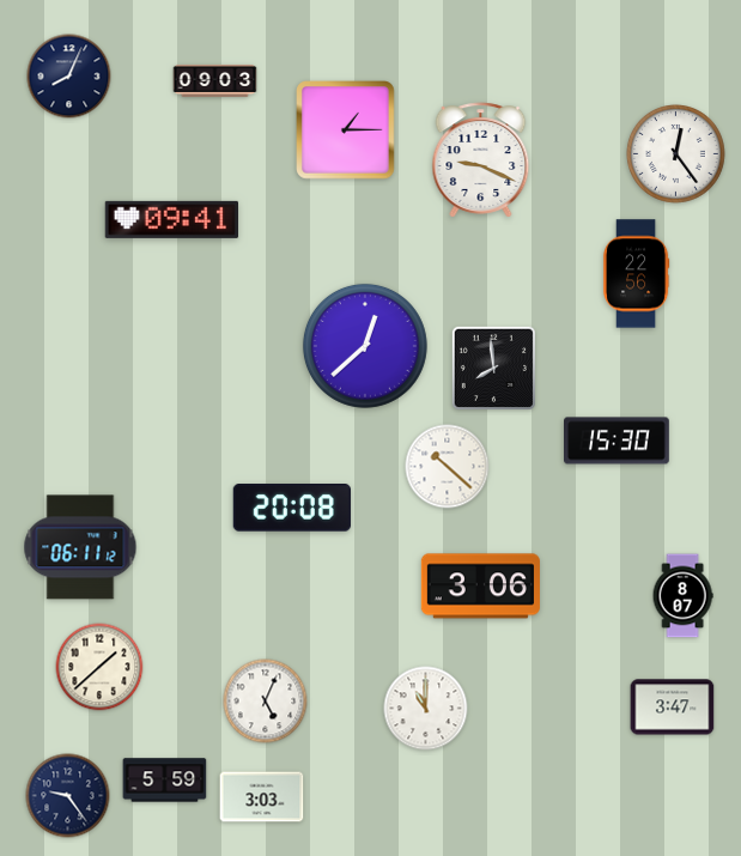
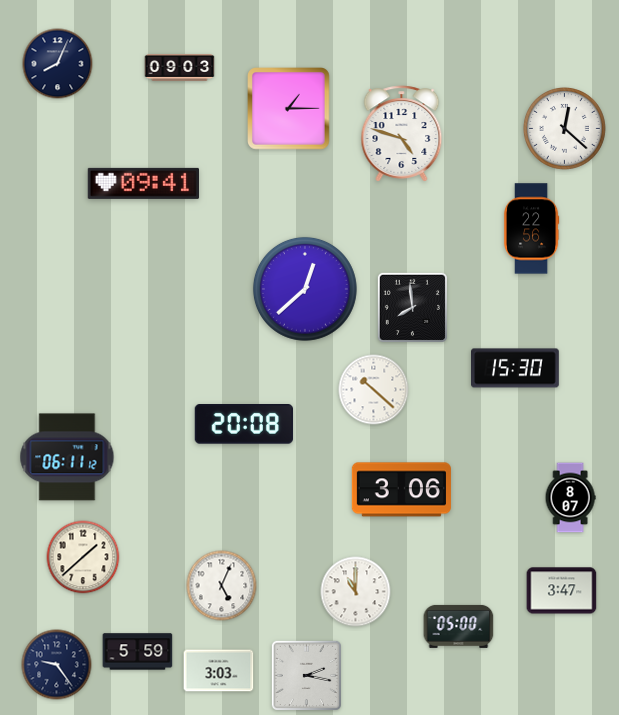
clock at (676, 154): 12:24 -> 12:22
clock at (481, 160): 9:19 -> 4:48
clock at (459, 626): none -> 05:00
clock at (262, 797) position: (262, 797) -> (219, 671)
clock at (306, 675): none -> 2:17
